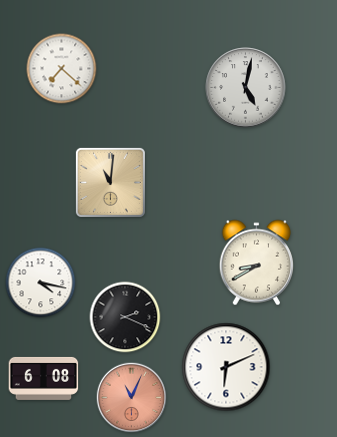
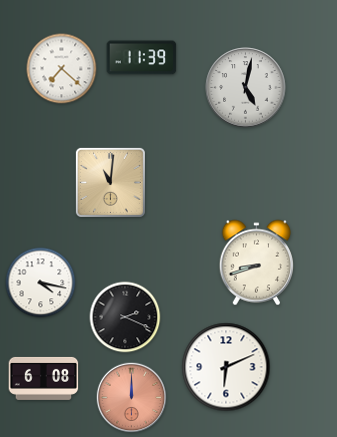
clock at (142, 58): none -> 11:39
clock at (256, 263): 8:40 -> 8:42
clock at (132, 398): 11:04 -> 12:00
